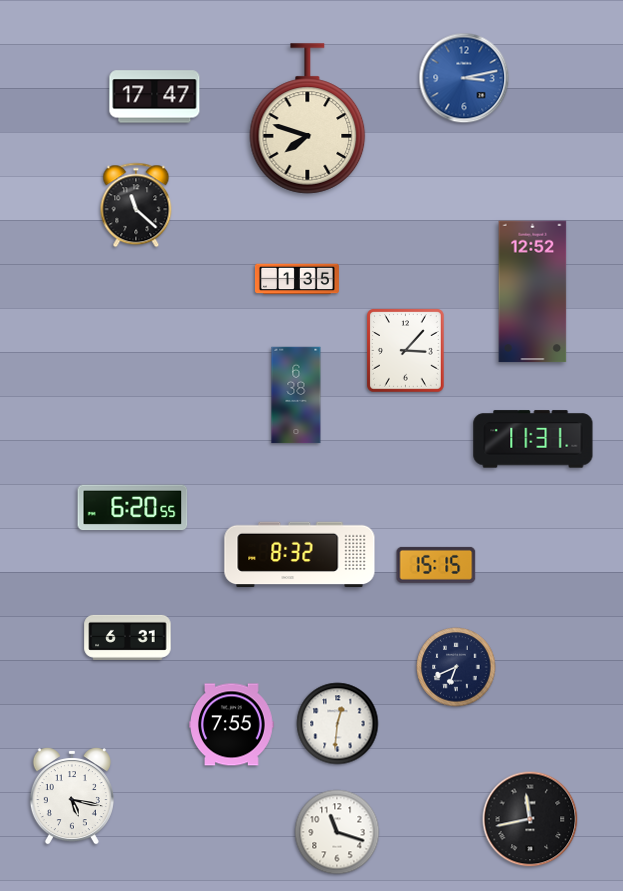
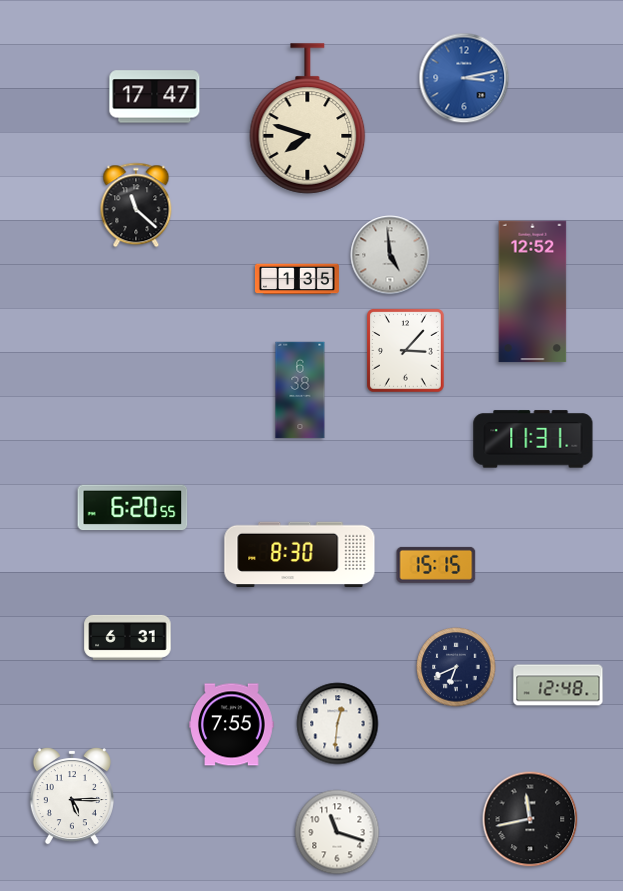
clock at (390, 255): none -> 4:59
clock at (296, 395) position: (296, 395) -> (300, 390)
clock at (300, 555): 8:32 -> 8:30
clock at (558, 685): none -> 12:48
clock at (72, 796): 5:17 -> 5:15
